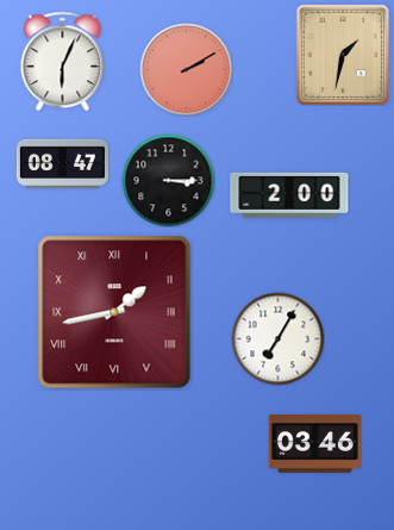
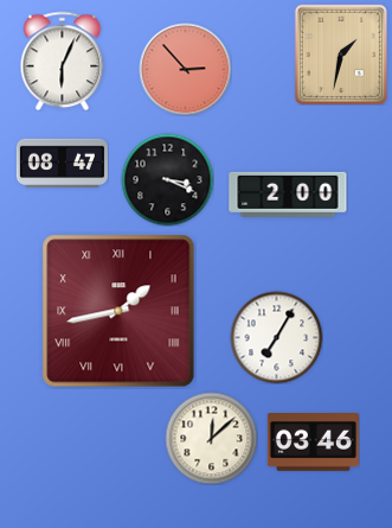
clock at (186, 69): 2:10 -> 2:53
clock at (168, 180): 3:15 -> 3:19
clock at (114, 312) position: (114, 312) -> (118, 311)
clock at (211, 438): none -> 12:08
